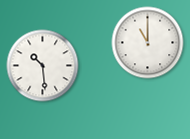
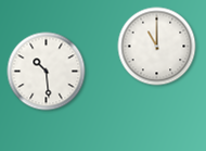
clock at (148, 43) position: (148, 43) -> (157, 47)
